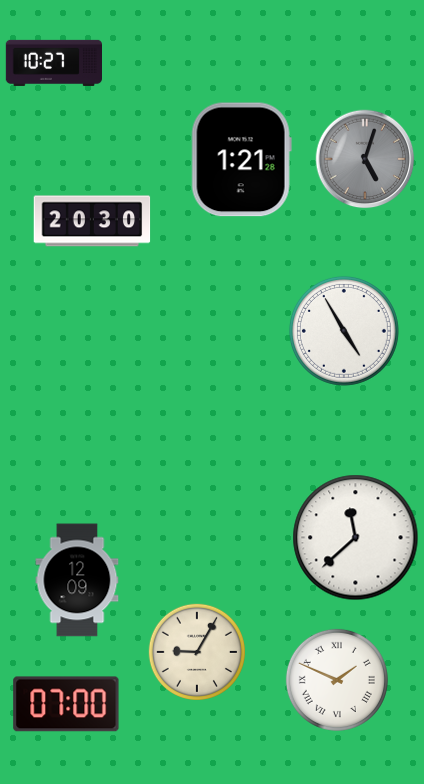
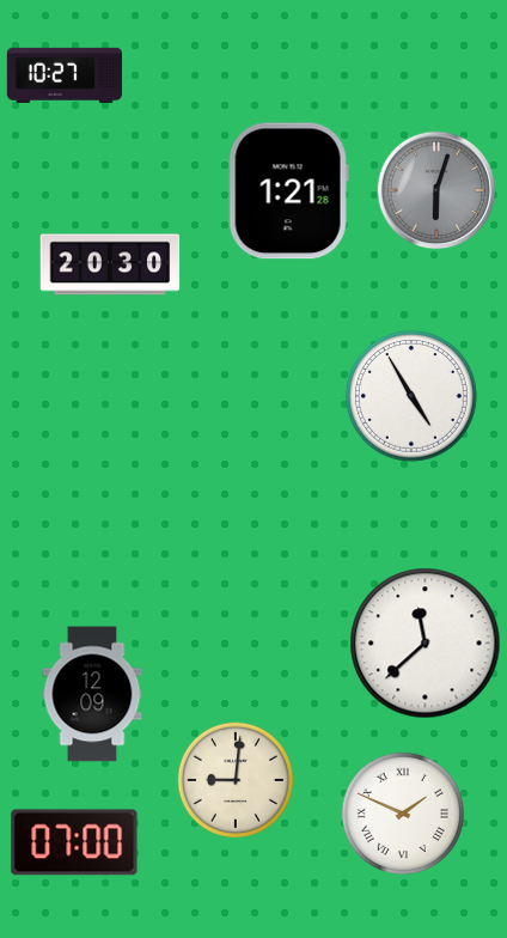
clock at (365, 159): 5:03 -> 6:03
clock at (196, 651): 9:05 -> 9:01
clock at (66, 704) position: (66, 704) -> (74, 842)
